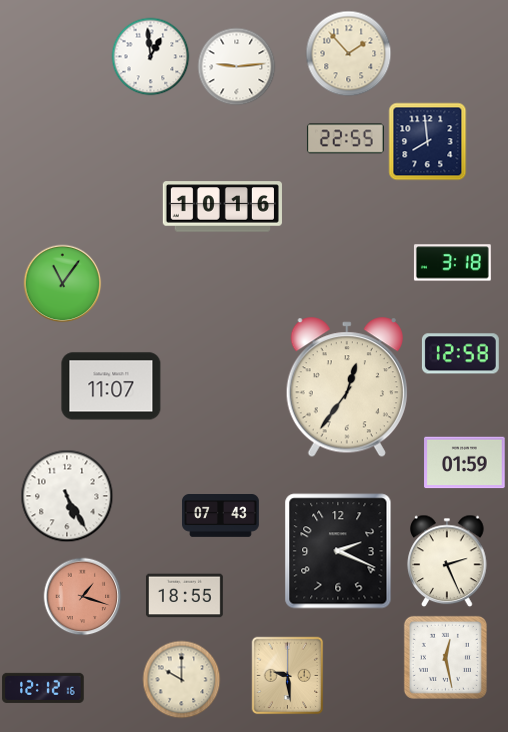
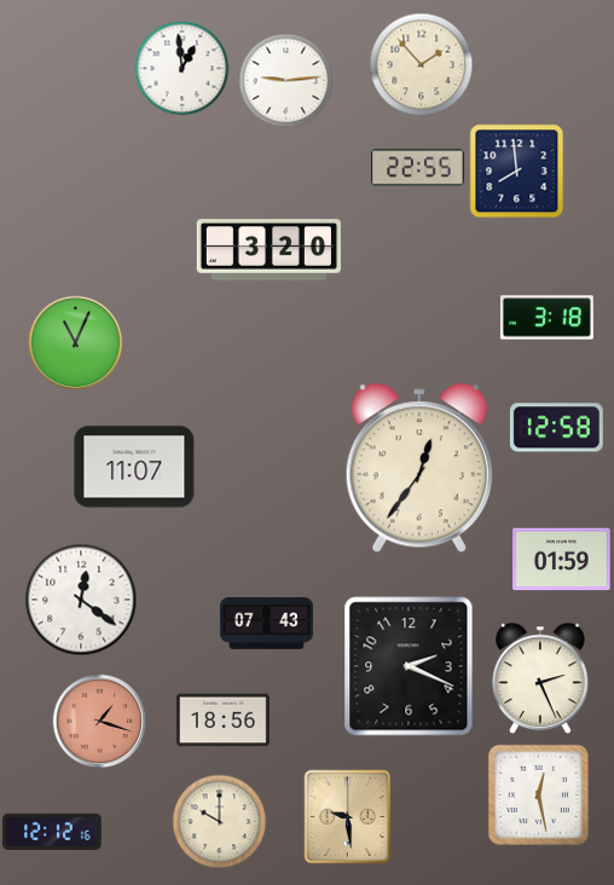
clock at (222, 207): 10:16 -> 3:20
clock at (62, 283): 11:06 -> 11:04
clock at (67, 496): 5:25 -> 12:21
clock at (184, 596): 18:55 -> 18:56
